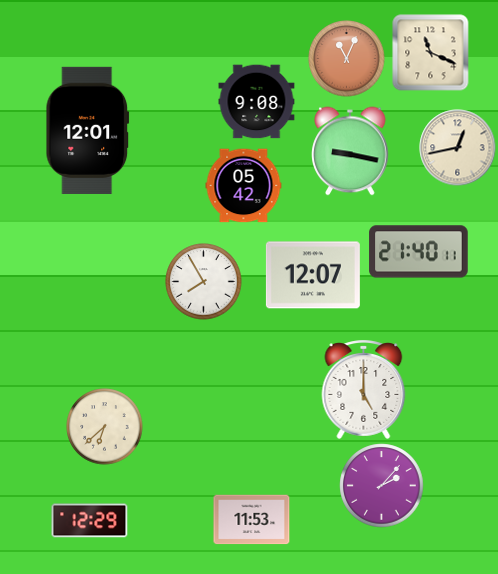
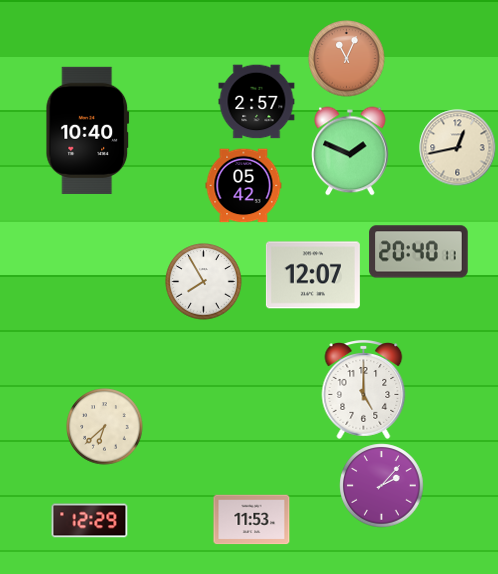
clock at (431, 53): 11:19 -> none
clock at (257, 102): 9:08 -> 2:57
clock at (88, 130): 12:01 -> 10:40
clock at (350, 151): 9:17 -> 1:49
clock at (419, 252): 21:40 -> 20:40
